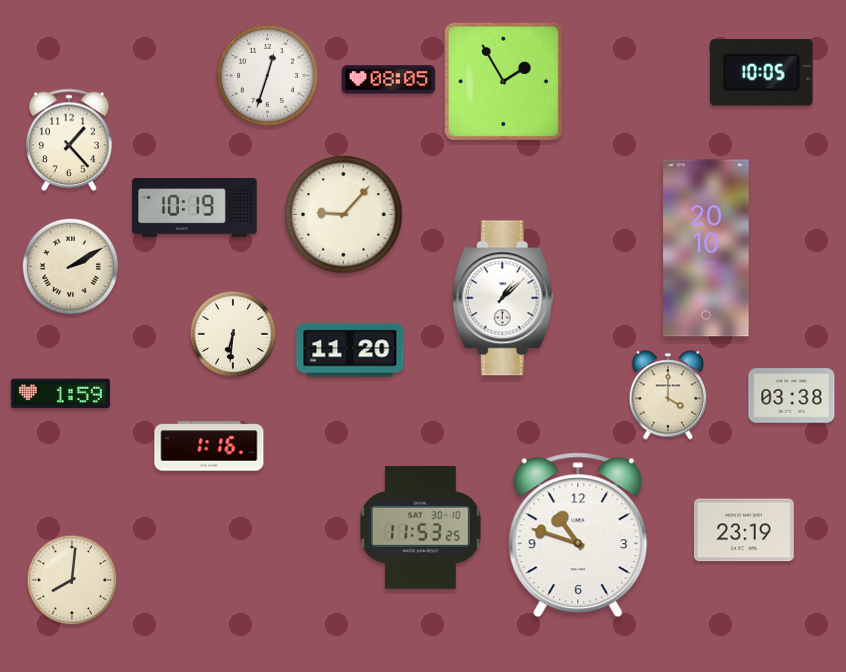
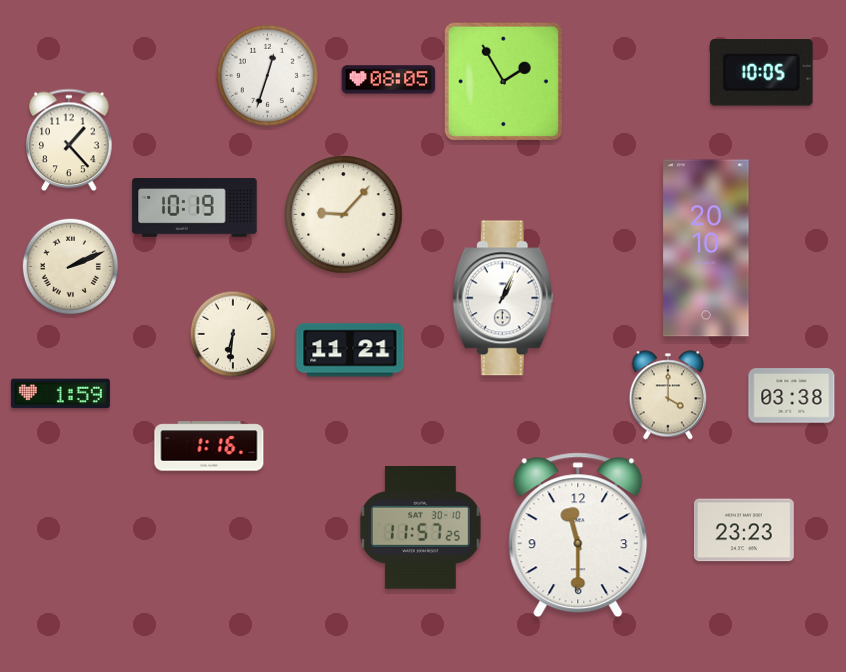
clock at (70, 266): 2:10 -> 2:11
clock at (503, 298): 1:08 -> 1:04
clock at (350, 350): 11:20 -> 11:21
clock at (420, 527): 11:53 -> 11:57
clock at (744, 530): 23:19 -> 23:23
clock at (578, 535): 10:48 -> 11:30
clock at (72, 580): 8:01 -> none
